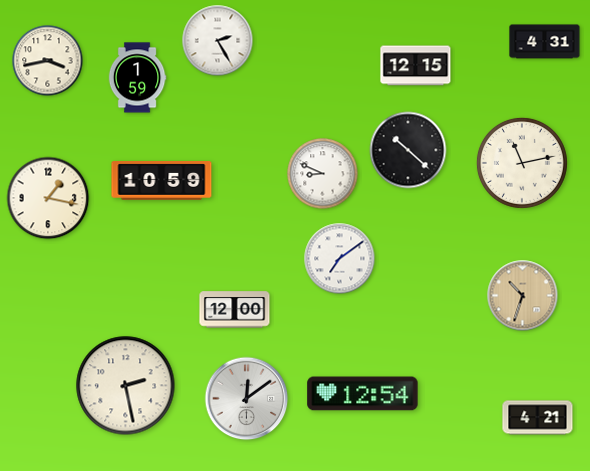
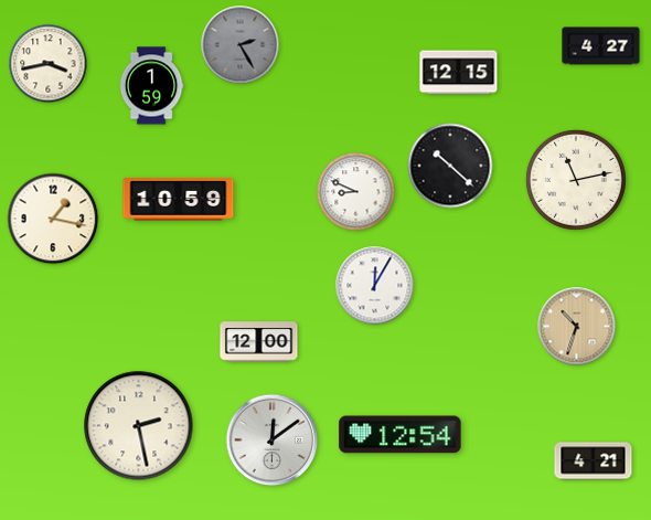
clock at (218, 41) dial: white -> grey
clock at (545, 42): 4:31 -> 4:27
clock at (48, 61) position: (48, 61) -> (49, 64)
clock at (340, 259): 7:09 -> 12:05
